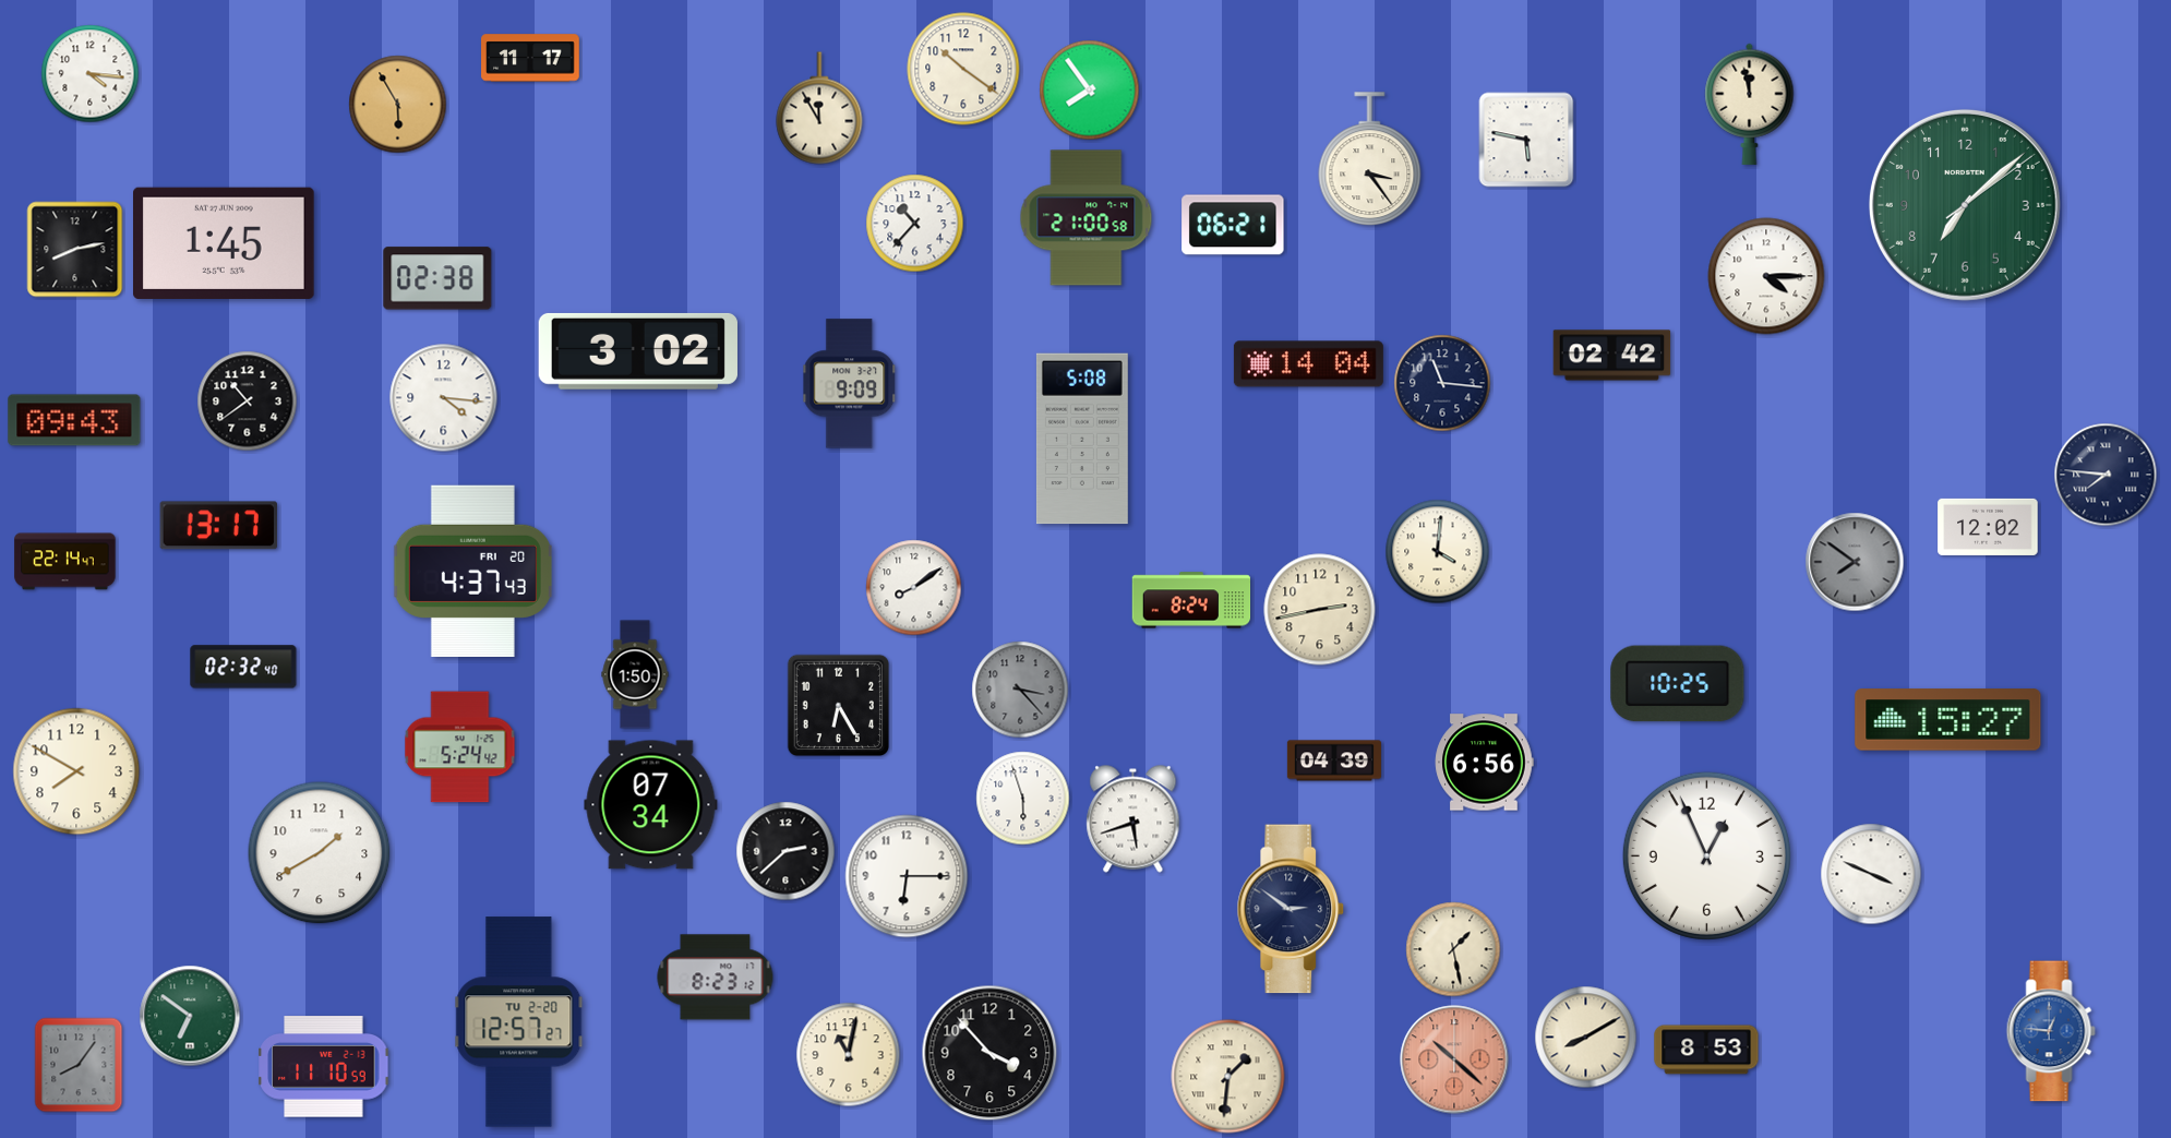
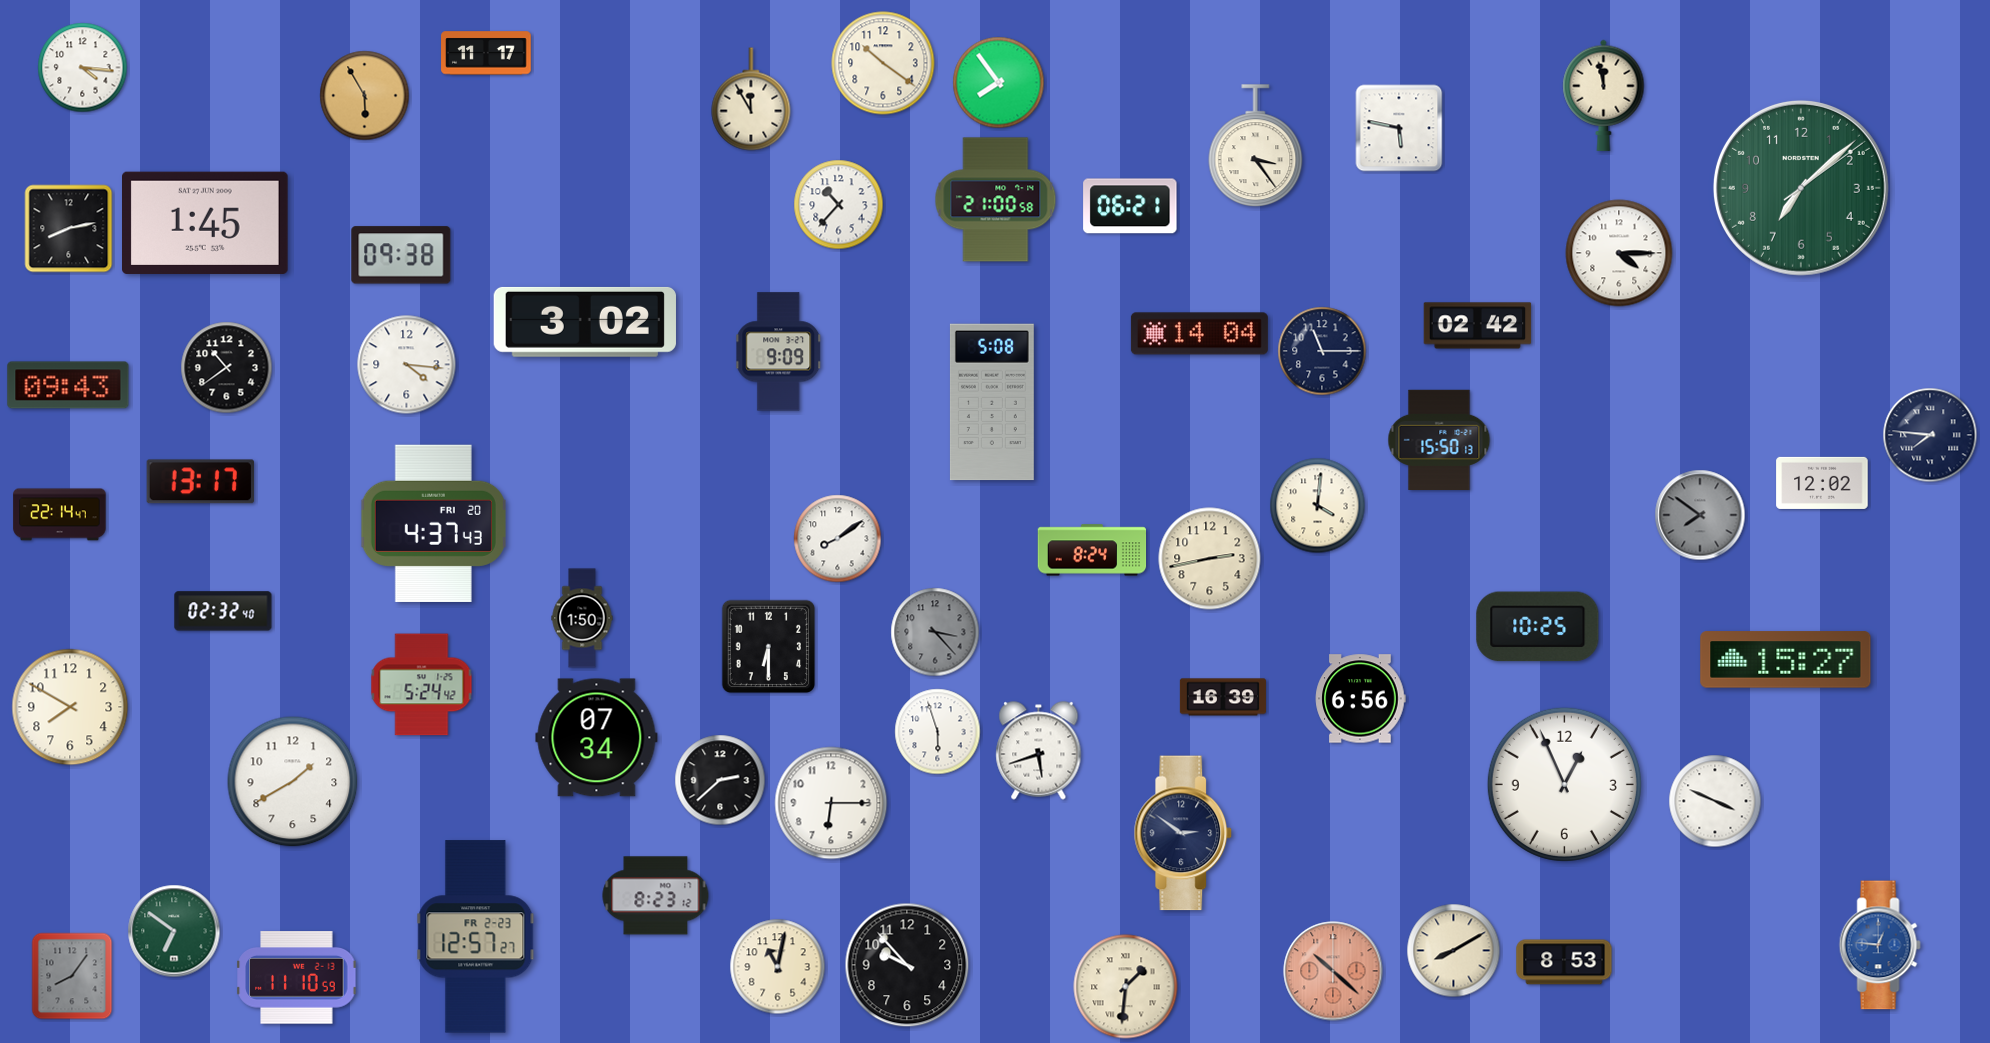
clock at (437, 278): 02:38 -> 09:38
clock at (1442, 383): 11:16 -> 11:15
clock at (1439, 439): none -> 15:50
clock at (839, 706): 6:25 -> 6:30
clock at (1334, 760): 04:39 -> 16:39
clock at (1453, 949): 1:28 -> none
clock at (519, 1022) date: TU 2-20 -> FR 2-23
clock at (989, 1053): 3:53 -> 9:53
